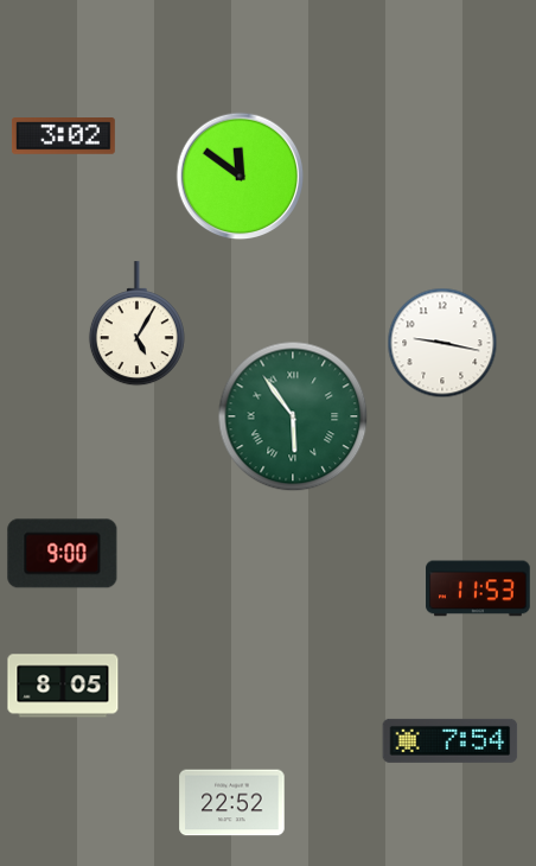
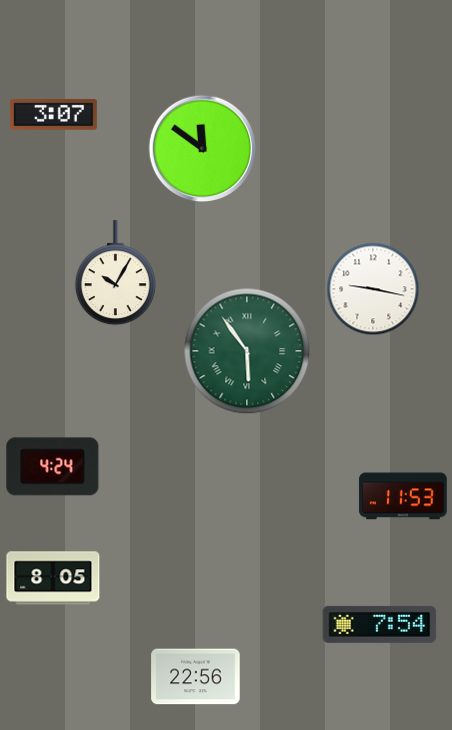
clock at (63, 136): 3:02 -> 3:07
clock at (136, 324): 5:05 -> 10:05
clock at (63, 554): 9:00 -> 4:24
clock at (232, 803): 22:52 -> 22:56
